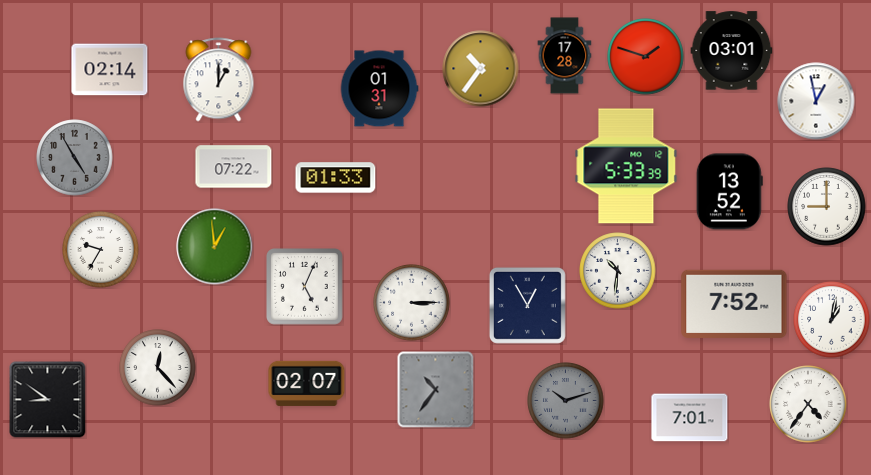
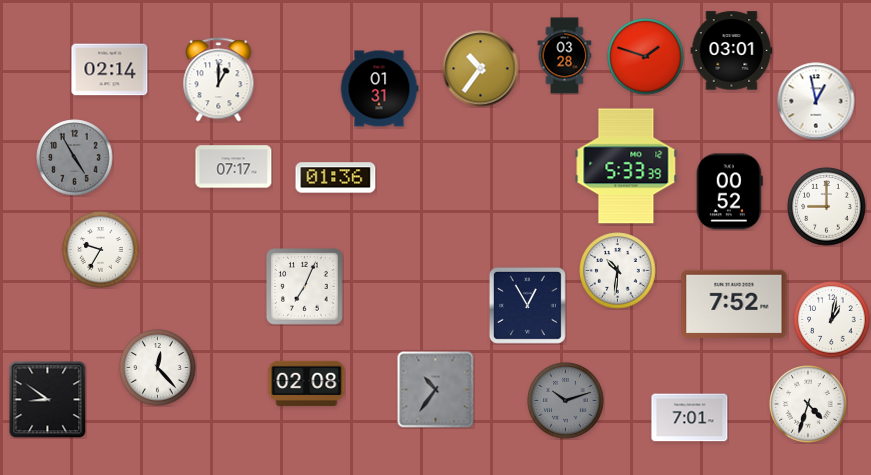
clock at (565, 56): 17:28 -> 03:28
clock at (234, 167): 07:22 -> 07:17
clock at (336, 178): 01:33 -> 01:36
clock at (729, 192): 13:52 -> 00:52
clock at (215, 247): 12:59 -> none
clock at (305, 287): 5:04 -> 7:04
clock at (412, 303): 3:15 -> none
clock at (307, 383): 02:07 -> 02:08
clock at (808, 404): 4:36 -> 4:33
